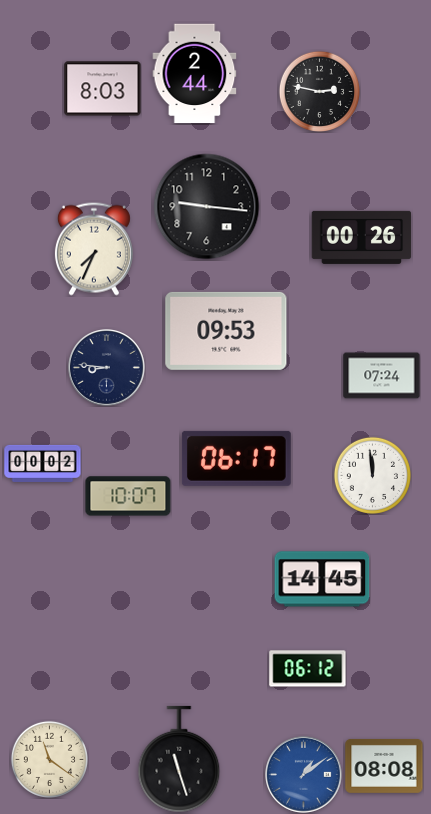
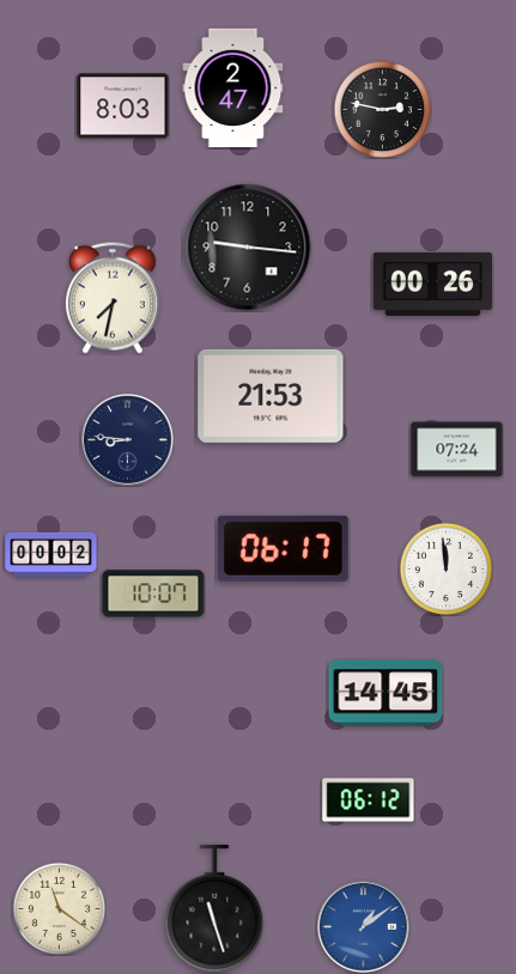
clock at (195, 74): 2:44 -> 2:47
clock at (94, 249): 7:34 -> 7:32
clock at (226, 331): 09:53 -> 21:53
clock at (384, 766): 08:08 -> none
